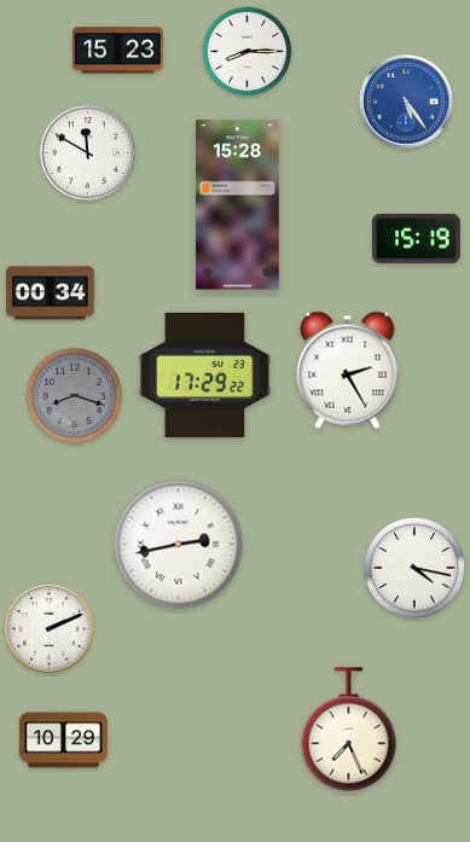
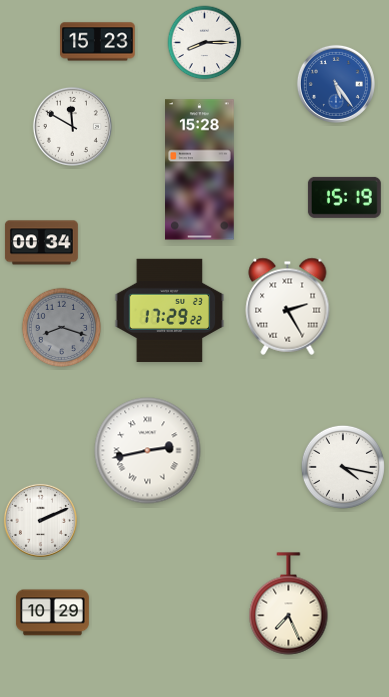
clock at (238, 205) position: (238, 205) -> (200, 170)
clock at (414, 568) position: (414, 568) -> (343, 467)
